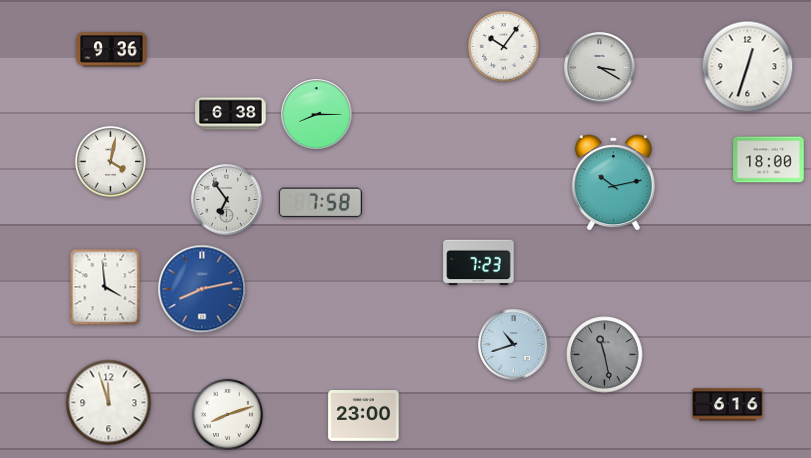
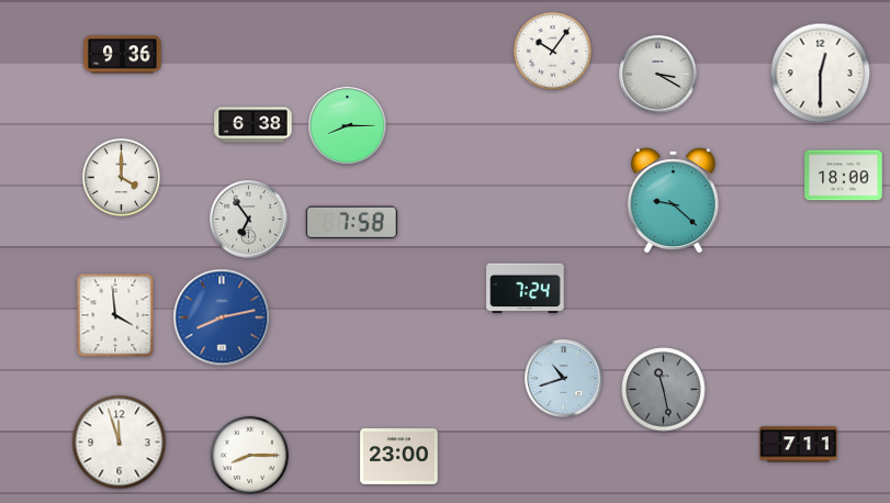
clock at (748, 67): 12:33 -> 12:30
clock at (110, 161): 4:02 -> 4:00
clock at (613, 183): 10:13 -> 9:22
clock at (479, 263): 7:23 -> 7:24
clock at (728, 405): 6:16 -> 7:11
clock at (227, 414): 8:12 -> 8:15
